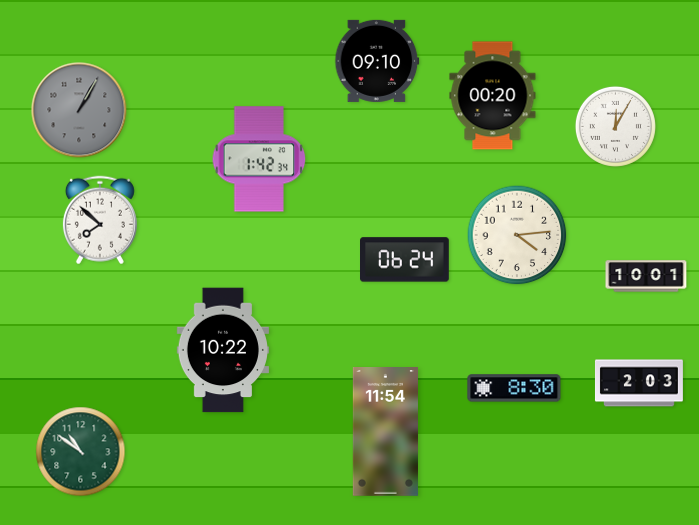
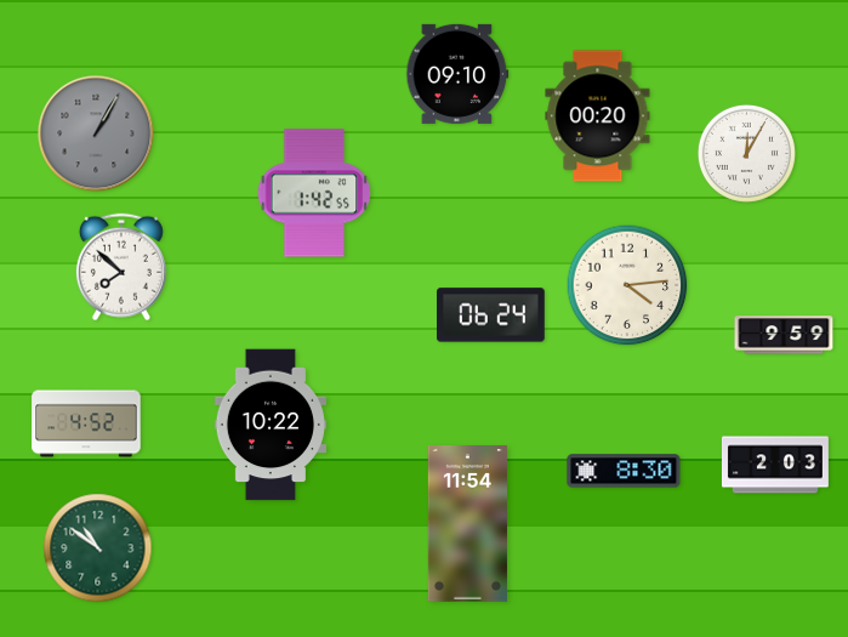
clock at (259, 159): 1:42:34 -> 1:42:55
clock at (646, 276): 10:01 -> 9:59
clock at (86, 423): none -> 4:52
